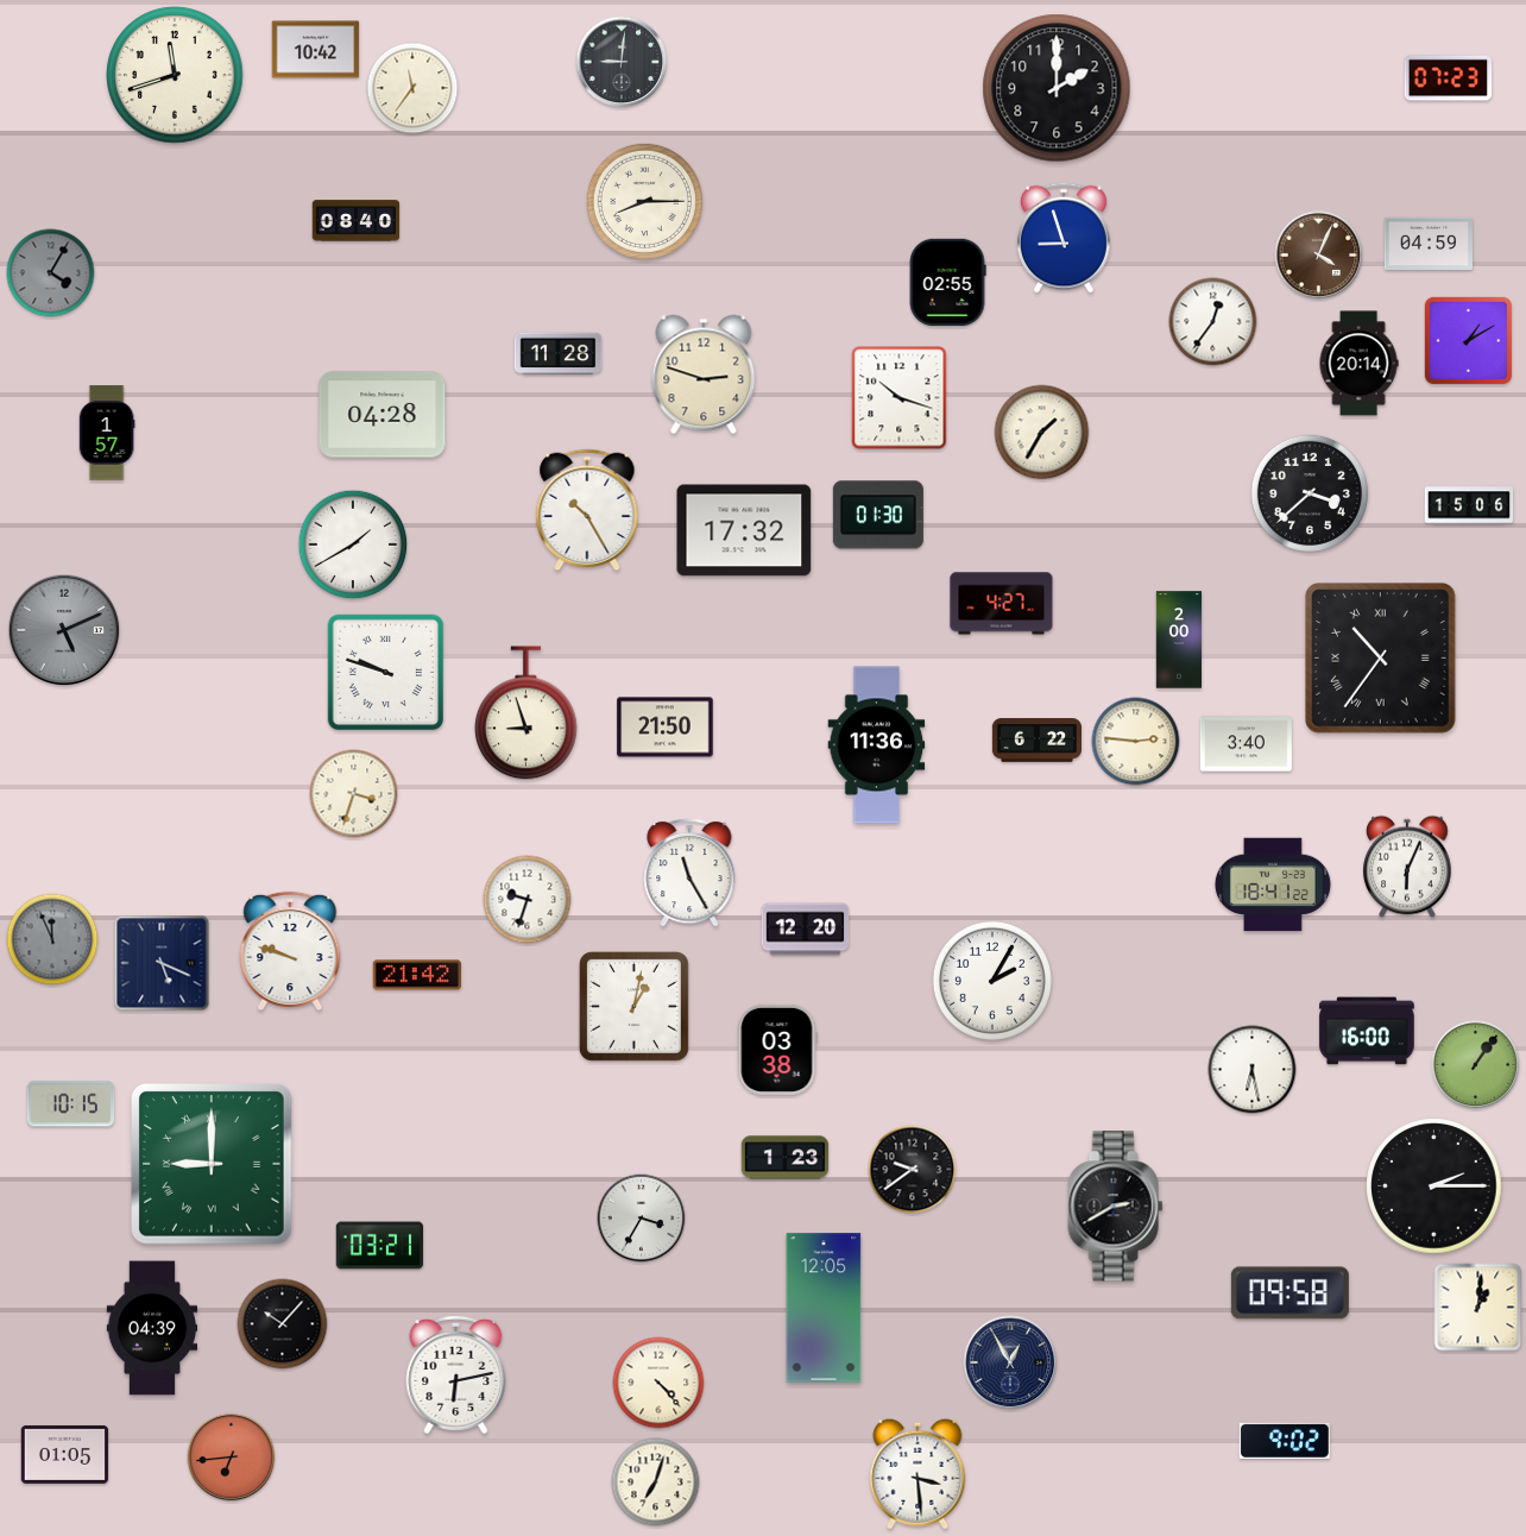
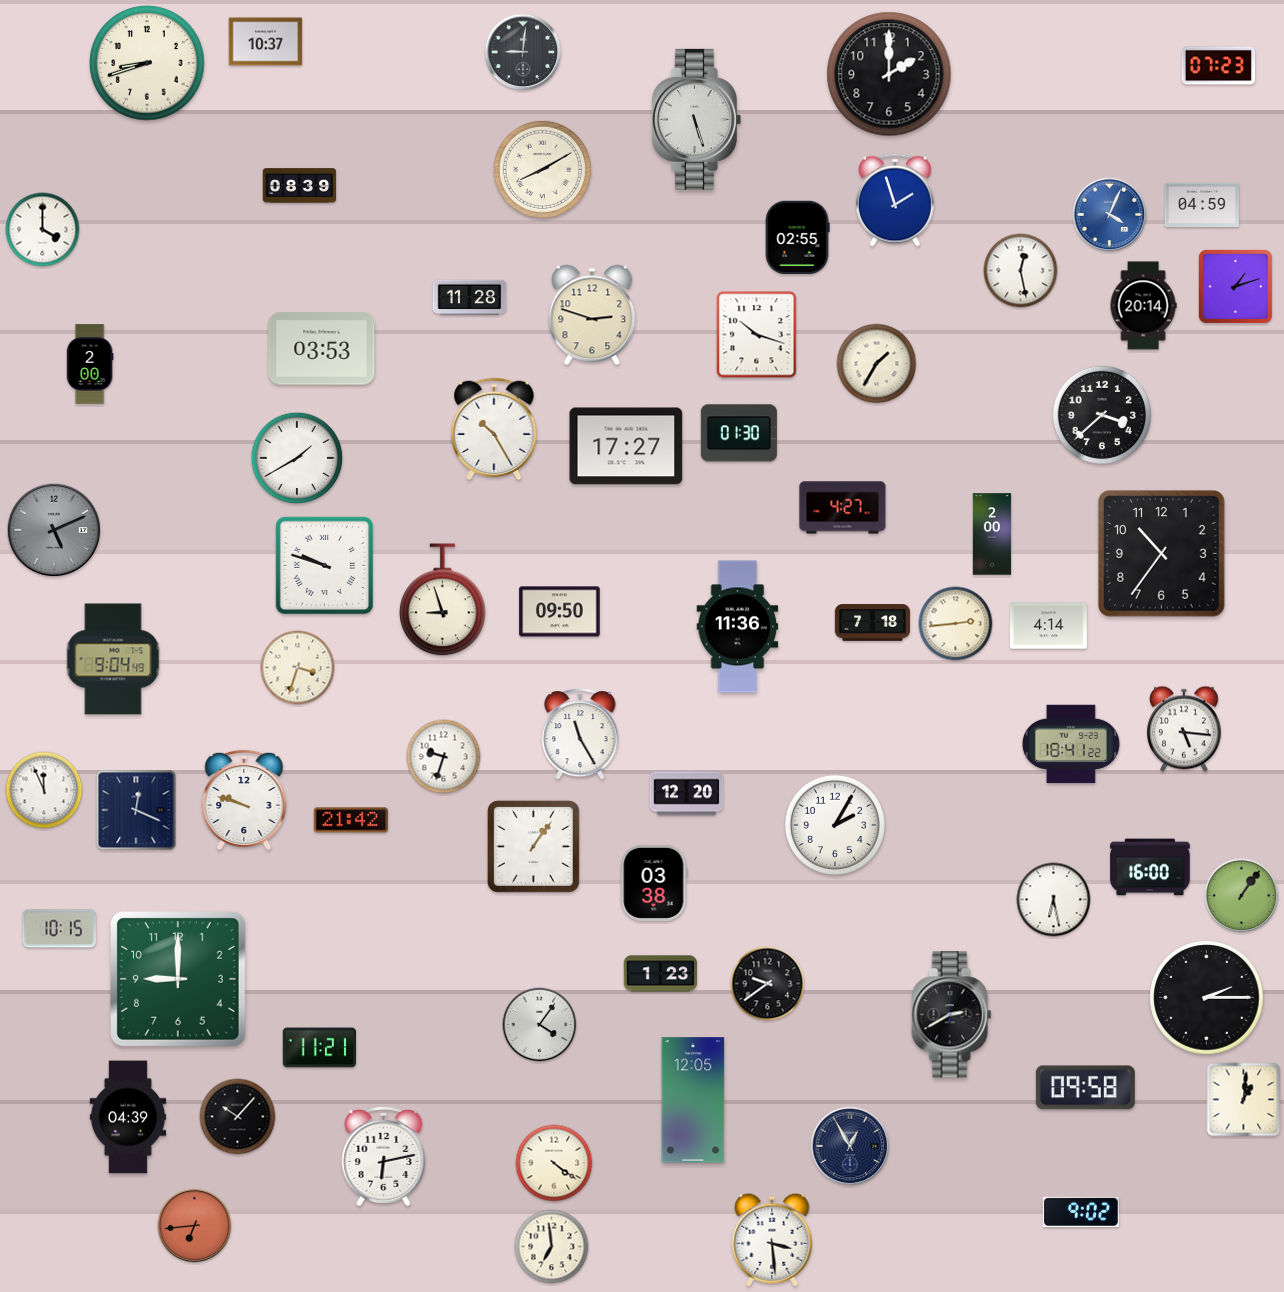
clock at (316, 50): 10:42 -> 10:37
clock at (175, 75): 11:42 -> 8:42
clock at (412, 88): 11:36 -> none
clock at (696, 119): none -> 5:27
clock at (644, 201): 8:15 -> 8:10
clock at (357, 221): 08:40 -> 08:39
clock at (1064, 238): 8:57 -> 1:57
clock at (1319, 256) dial: brown -> blue
clock at (51, 273): 4:05 -> 4:00
clock at (51, 273) dial: grey -> white
clock at (1213, 322): 12:36 -> 12:28
clock at (1468, 340): 1:10 -> 1:12
clock at (383, 415): 04:28 -> 03:53
clock at (107, 433): 1:57 -> 2:00
clock at (1469, 505): 15:06 -> none
clock at (744, 530): 17:32 -> 17:27
clock at (1179, 640) position: (1179, 640) -> (992, 534)
clock at (1381, 659) numerals: Roman -> Arabic
clock at (666, 728): 21:50 -> 09:50
clock at (1036, 741): 6:22 -> 7:18
clock at (1136, 742): 2:46 -> 2:44
clock at (1246, 744): 3:40 -> 4:14
clock at (113, 659): none -> 9:04
clock at (1407, 867): 6:04 -> 5:16
clock at (806, 930) position: (806, 930) -> (687, 794)
clock at (52, 939) dial: grey -> white
clock at (162, 963): 5:19 -> 12:19
clock at (633, 1006): 1:02 -> 1:06
clock at (213, 1165) numerals: Roman -> Arabic
clock at (1116, 1207) position: (1116, 1207) -> (952, 1015)
clock at (642, 1219): 3:35 -> 4:06
clock at (380, 1246): 03:21 -> 11:21
clock at (283, 1324) position: (283, 1324) -> (238, 1117)
clock at (658, 1383): 4:23 -> 4:21
clock at (65, 1454): 01:05 -> none
clock at (656, 1483): 7:03 -> 6:59
